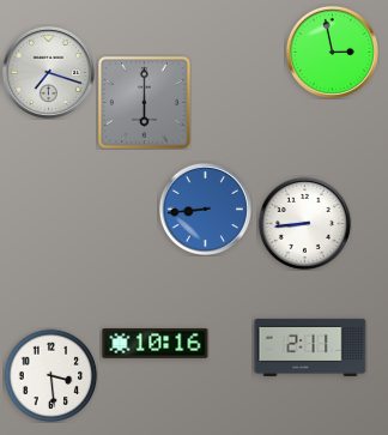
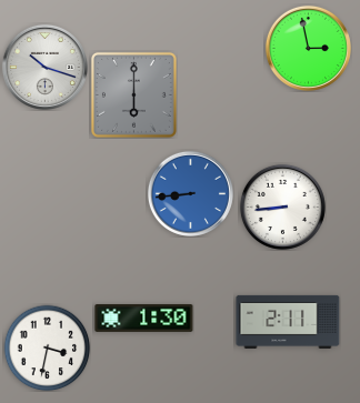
clock at (48, 72): 7:18 -> 10:18
clock at (156, 343): 10:16 -> 1:30
clock at (50, 375): 3:29 -> 3:32
